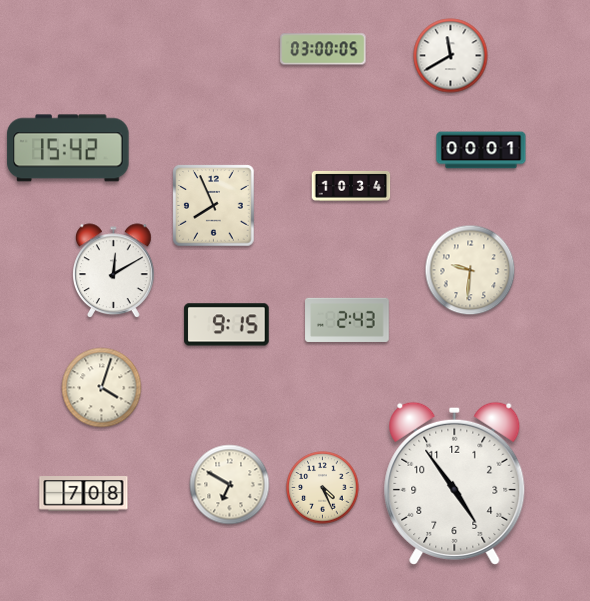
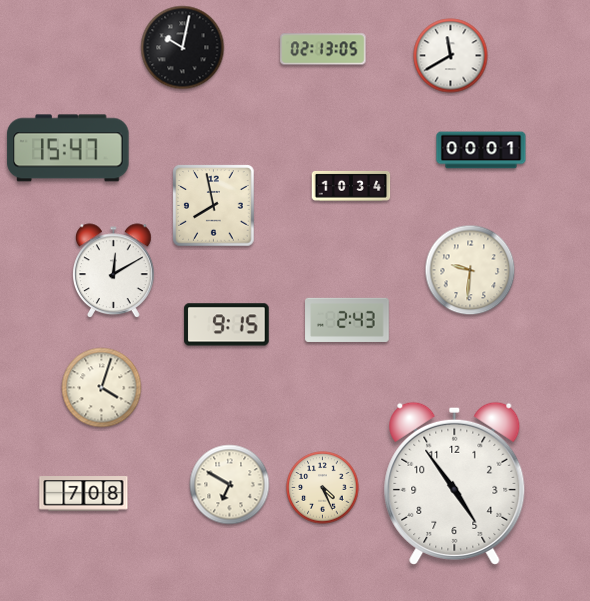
clock at (183, 48): none -> 10:02
clock at (323, 49): 03:00 -> 02:13
clock at (68, 148): 15:42 -> 15:47
clock at (214, 206): 7:56 -> 7:58
